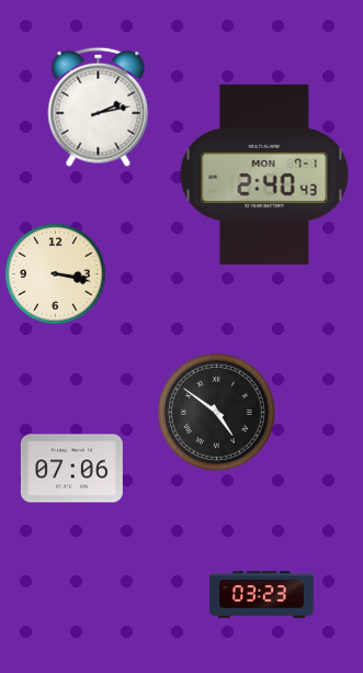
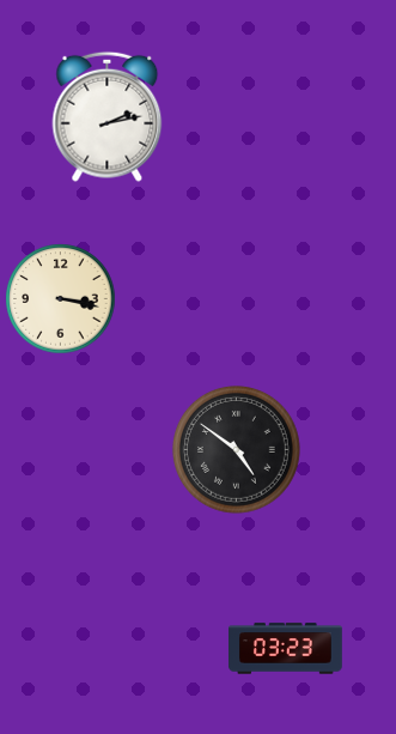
clock at (264, 175): 2:40 -> none
clock at (71, 469): 07:06 -> none
